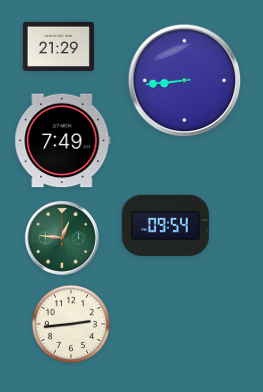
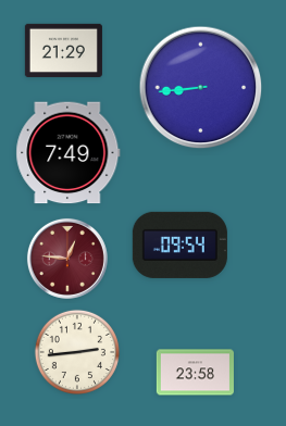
clock at (62, 238) dial: green -> burgundy
clock at (195, 373): none -> 23:58
